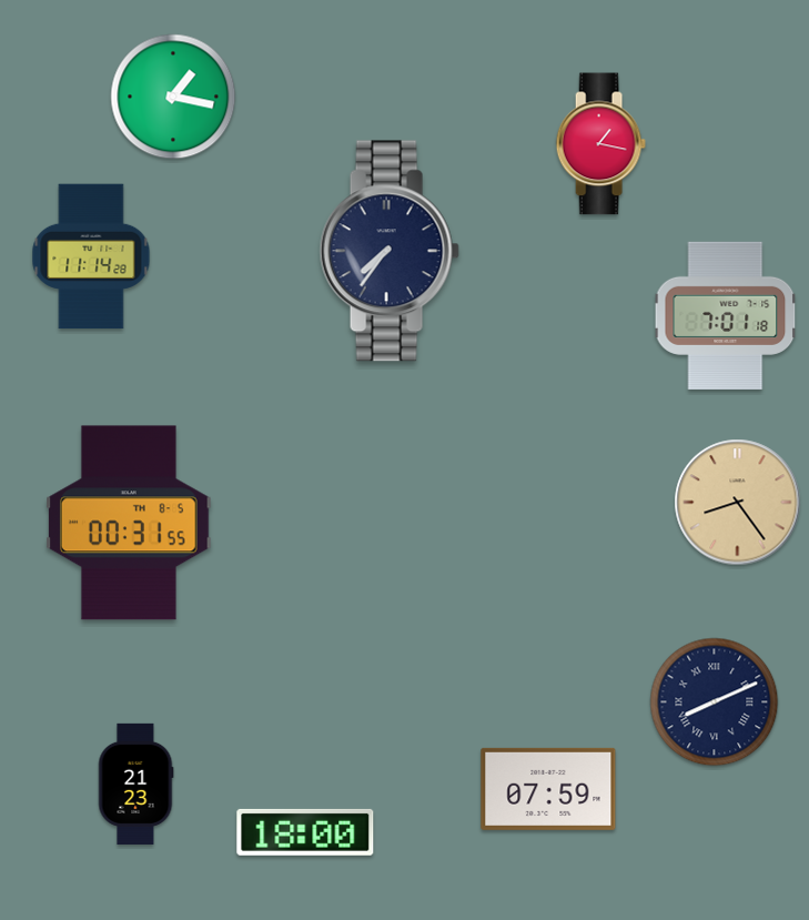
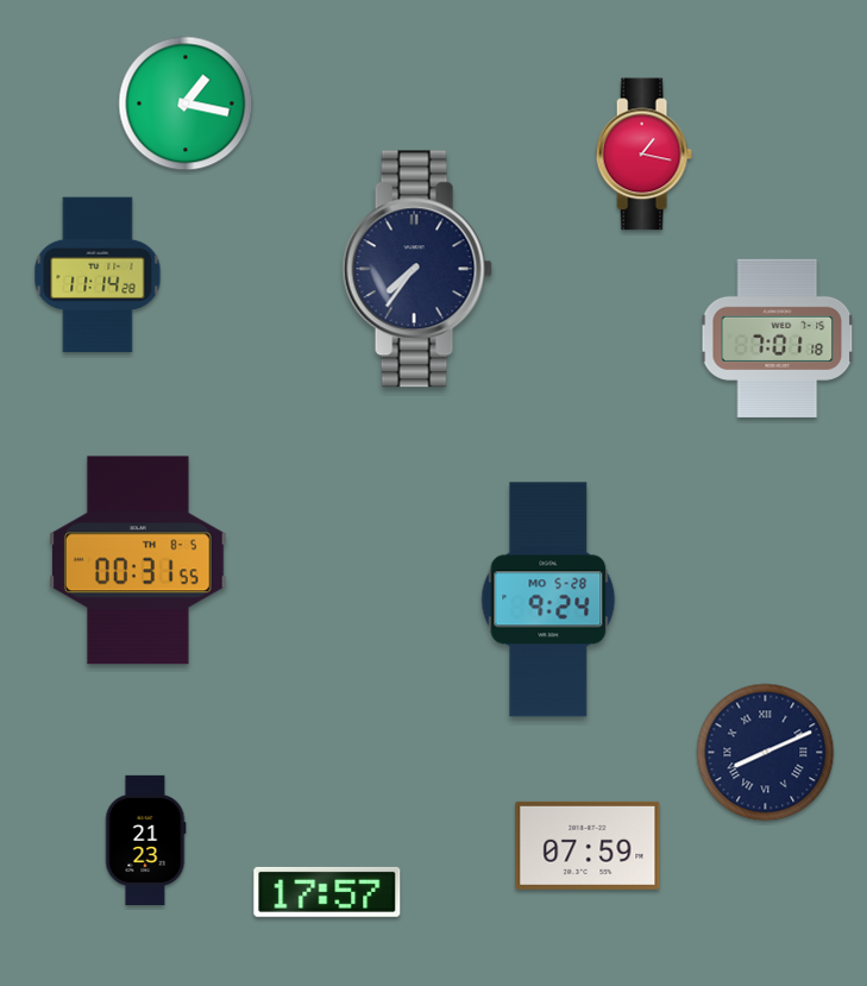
clock at (738, 503): 8:24 -> none
clock at (548, 599): none -> 9:24
clock at (305, 832): 18:00 -> 17:57
